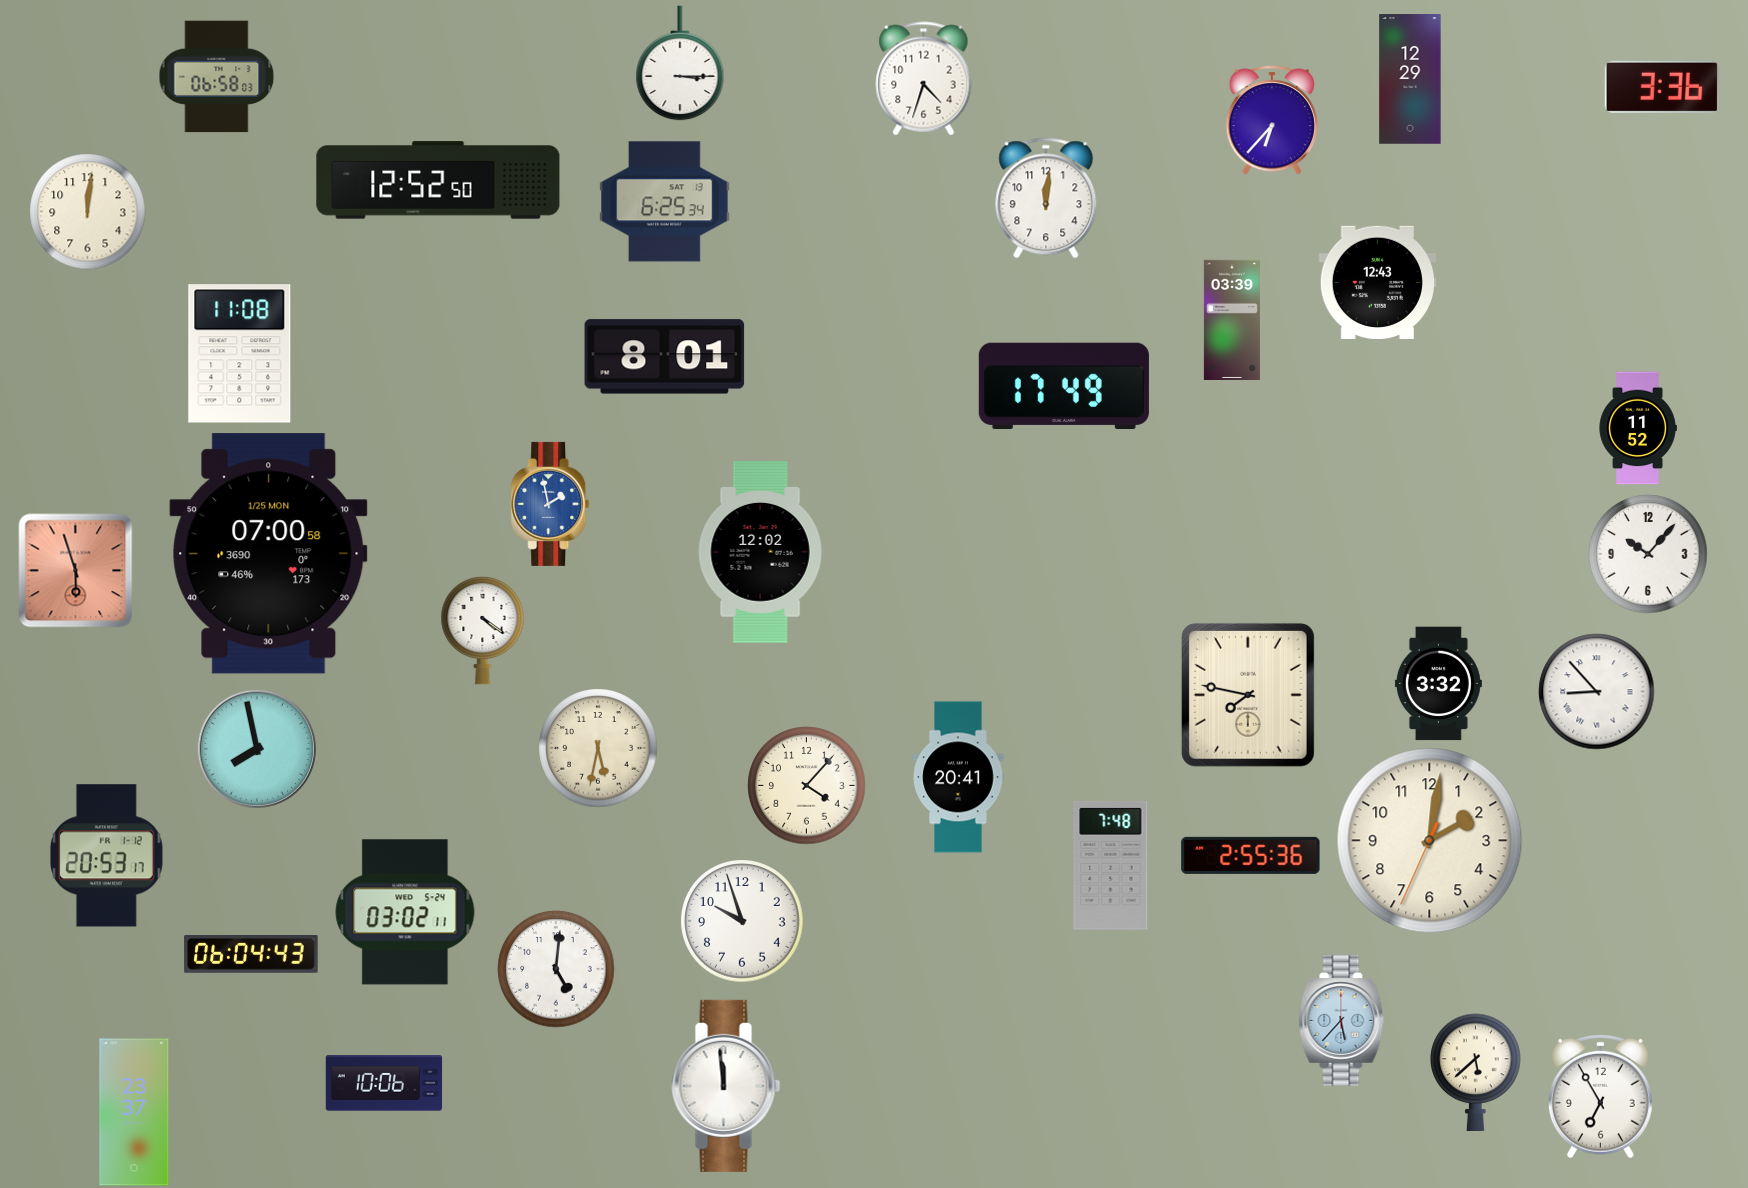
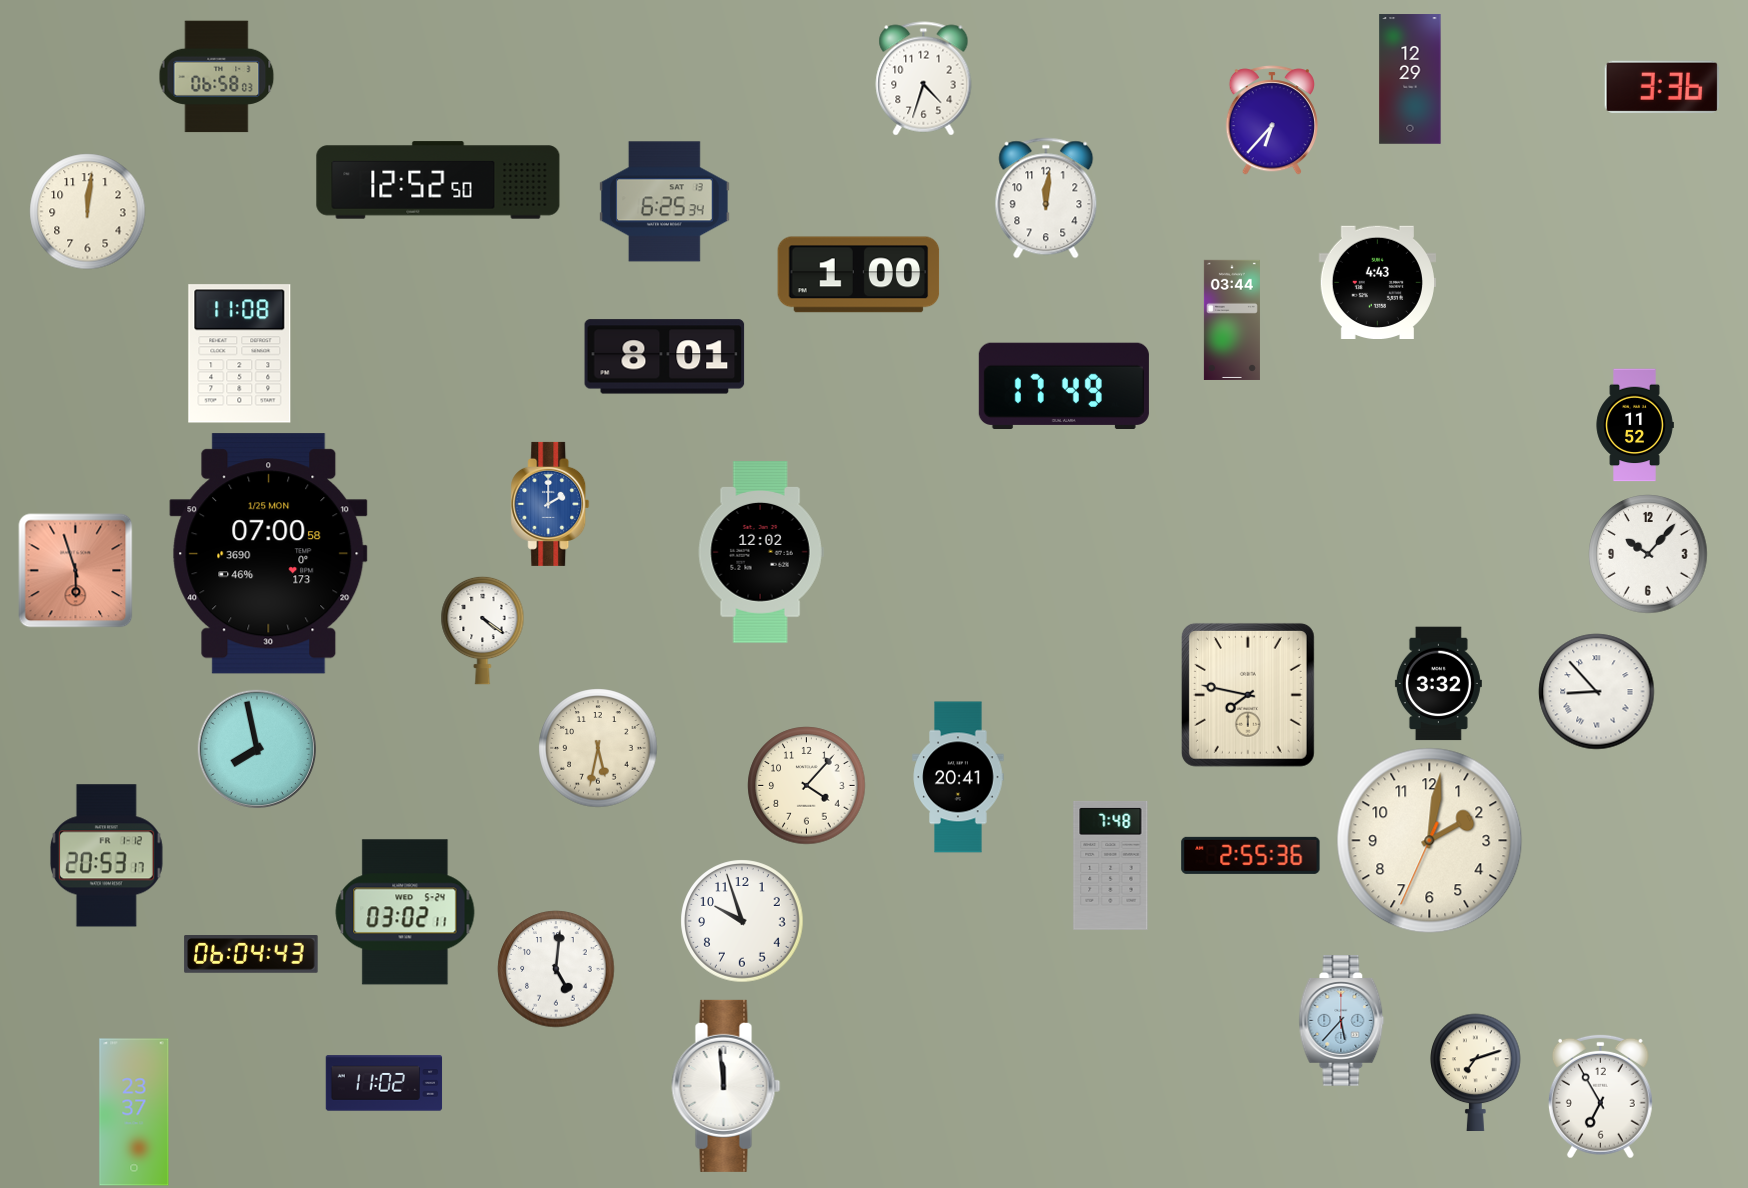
clock at (680, 63): 3:15 -> none
clock at (859, 275): none -> 1:00
clock at (1377, 282): 12:43 -> 4:43
clock at (1232, 320): 03:39 -> 03:44
clock at (1638, 428) position: (1638, 428) -> (1635, 425)
clock at (550, 504): 1:58 -> 2:00
clock at (1476, 1072): 5:38 -> 7:12
clock at (384, 1083): 10:06 -> 11:02
